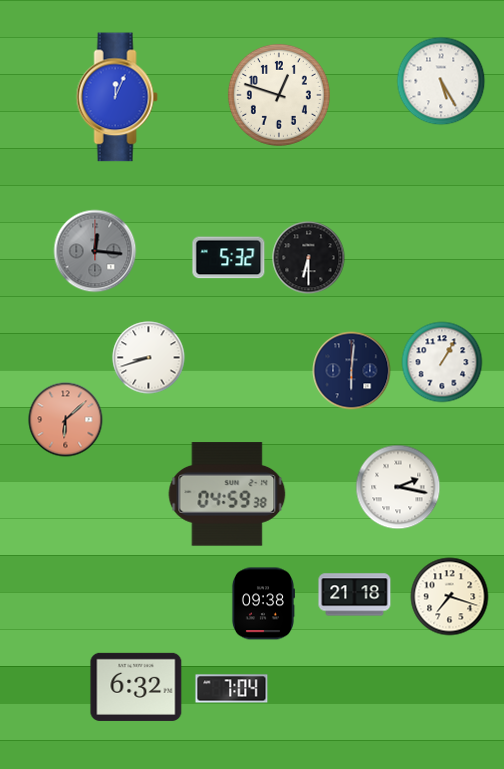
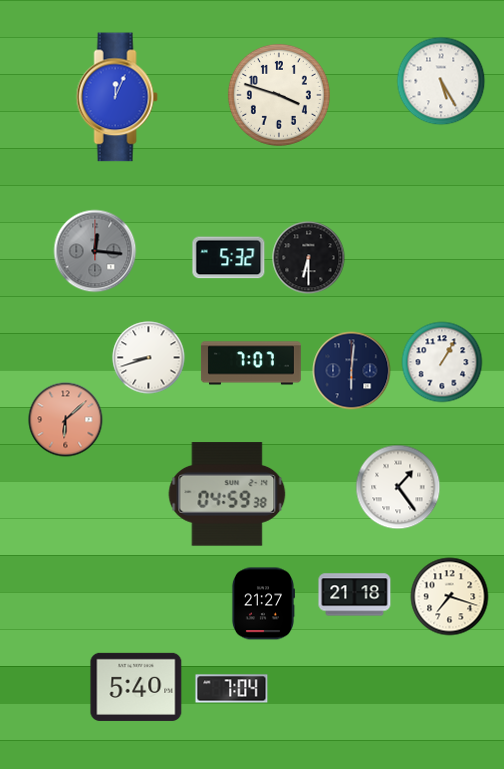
clock at (279, 95): 12:48 -> 3:48
clock at (251, 363): none -> 7:07
clock at (398, 487): 2:17 -> 1:24
clock at (263, 604): 09:38 -> 21:27
clock at (136, 687): 6:32 -> 5:40
